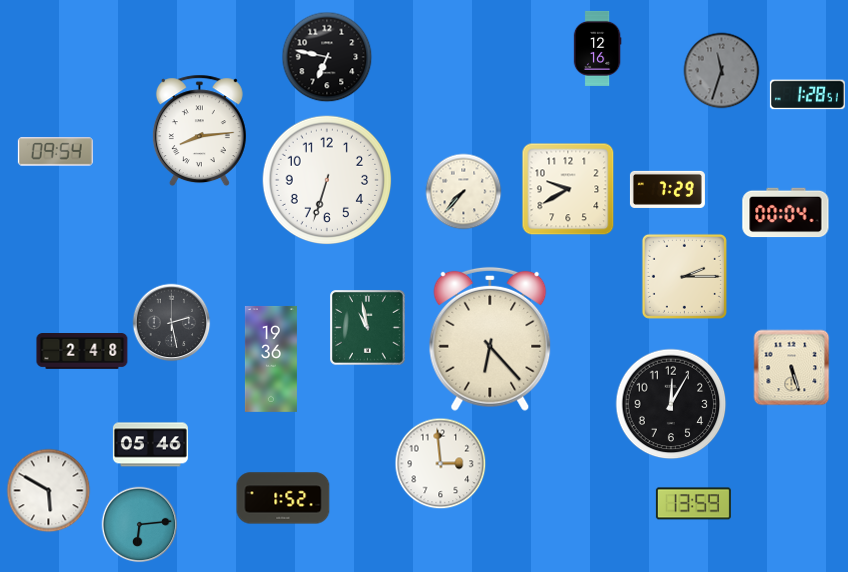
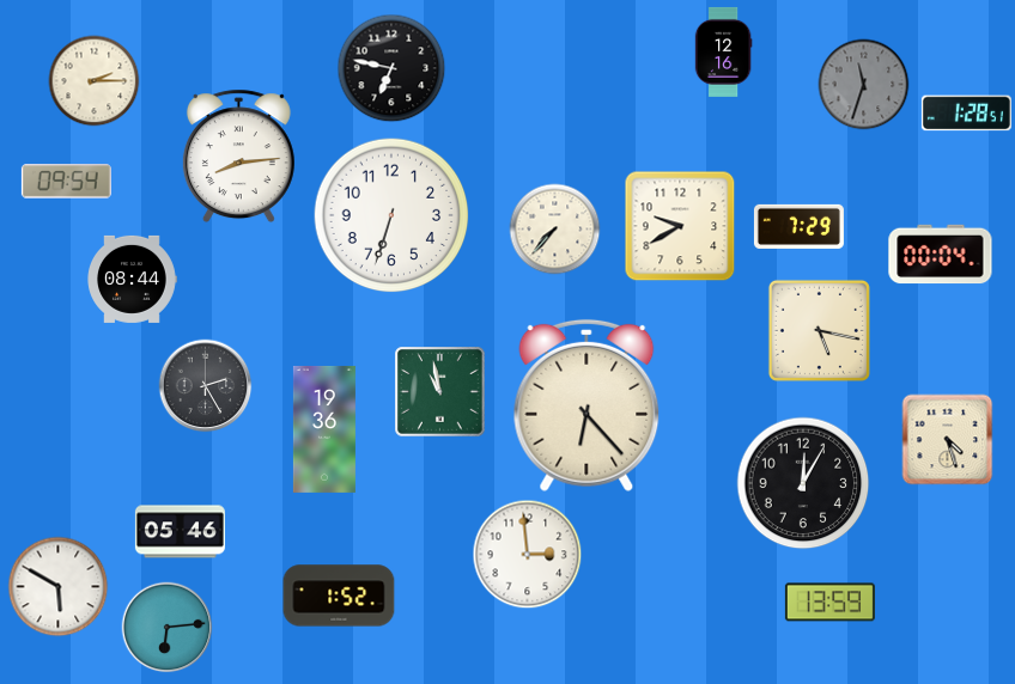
clock at (597, 48) position: (597, 48) -> (723, 51)
clock at (95, 81): none -> 2:15
clock at (132, 279): none -> 08:44
clock at (684, 276): 2:15 -> 5:17
clock at (172, 323): 2:28 -> 2:25
clock at (82, 352): 2:48 -> none
clock at (792, 368): 5:27 -> 4:27
